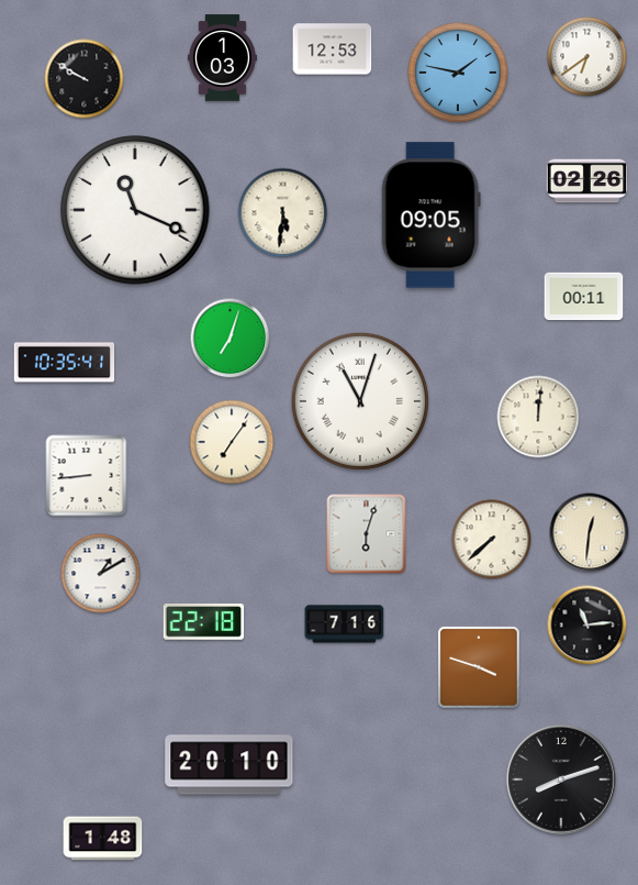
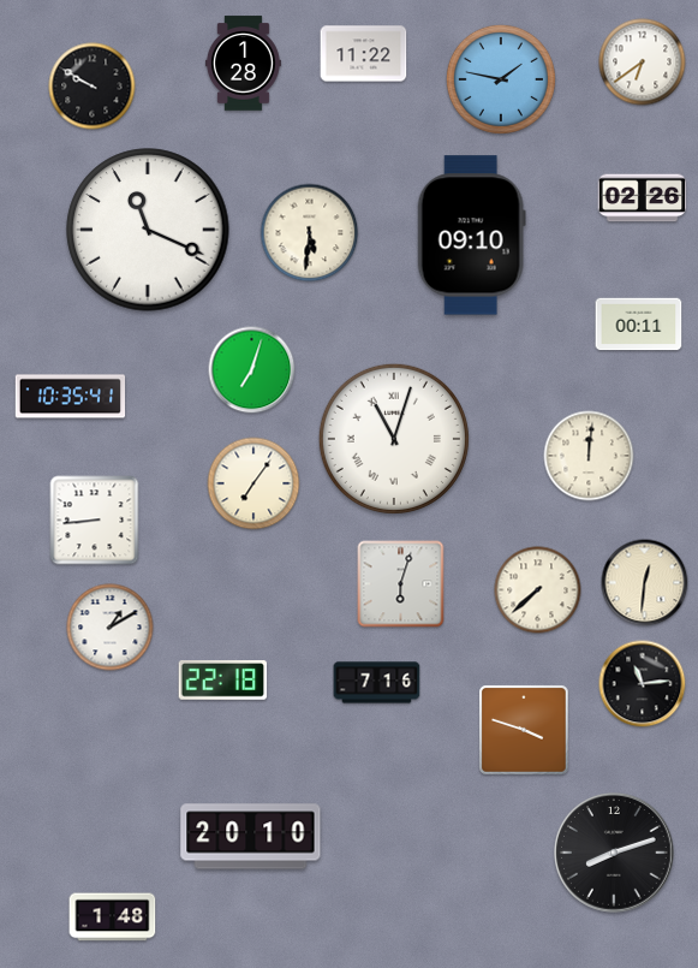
clock at (333, 49): 12:53 -> 11:22
clock at (222, 58): 1:03 -> 1:28
clock at (430, 215): 09:05 -> 09:10
